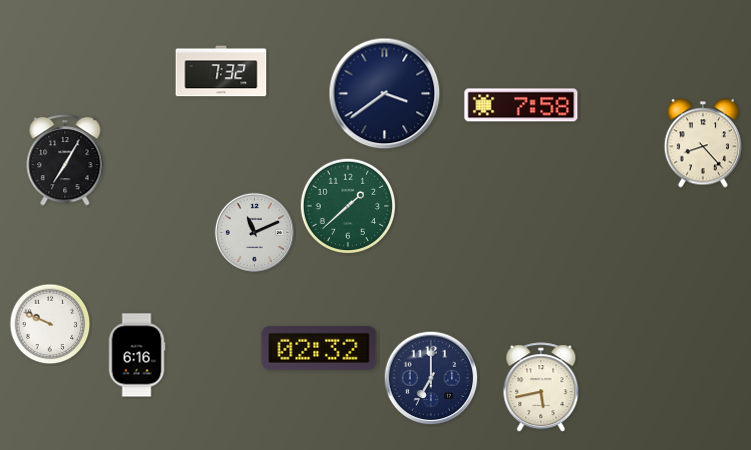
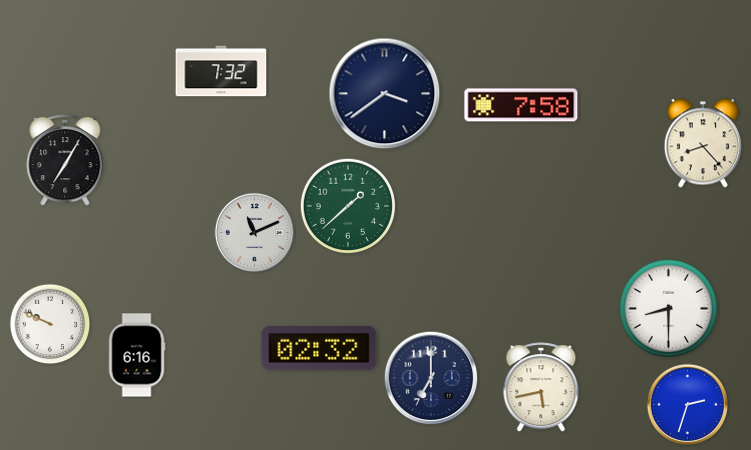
clock at (668, 308): none -> 8:30
clock at (687, 404): none -> 2:33
